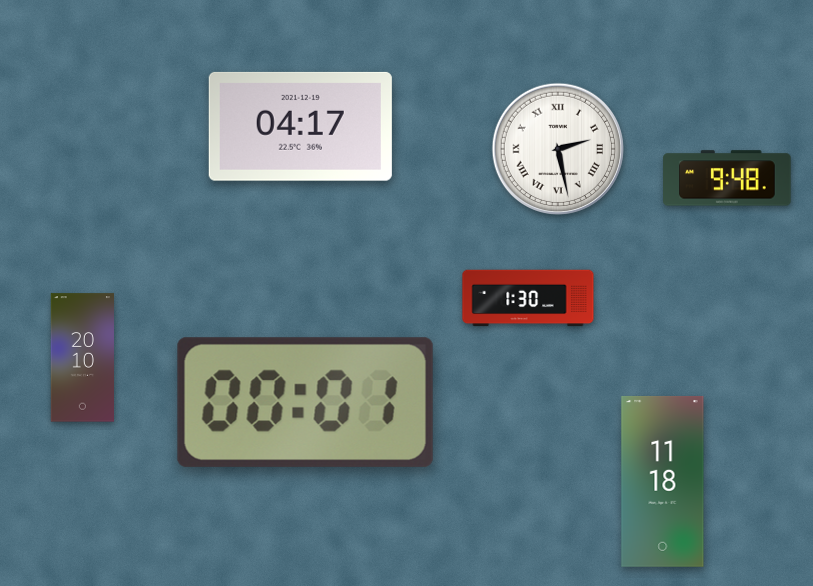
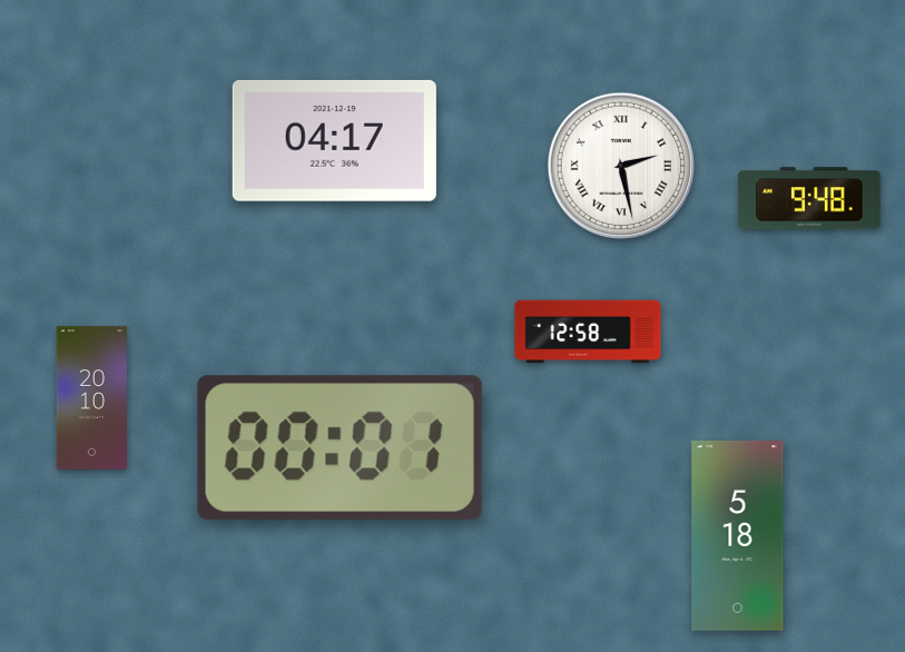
clock at (528, 298): 1:30 -> 12:58
clock at (663, 481): 11:18 -> 5:18
